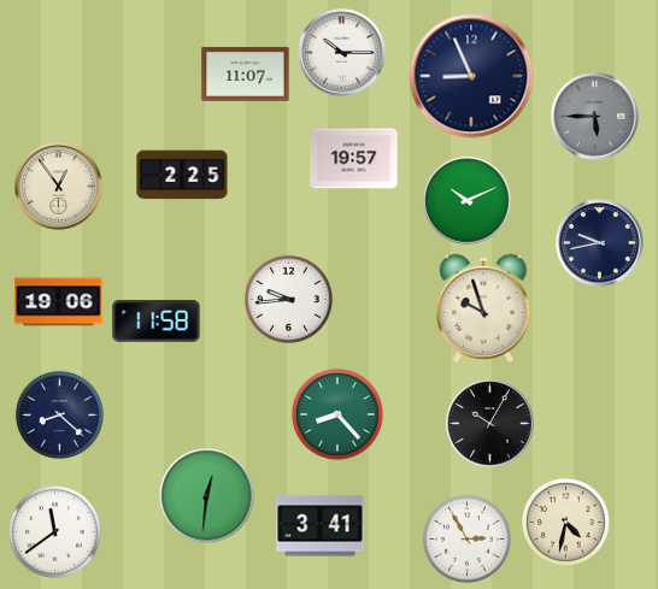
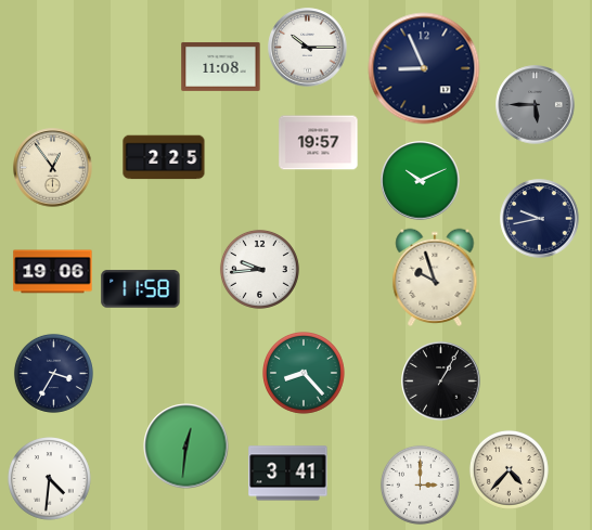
clock at (246, 73): 11:07 -> 11:08
clock at (59, 414): 8:22 -> 3:35
clock at (490, 424): 10:05 -> 1:05
clock at (565, 522): 4:32 -> 4:37
clock at (55, 532): 11:39 -> 4:31
clock at (466, 538): 2:55 -> 3:00
